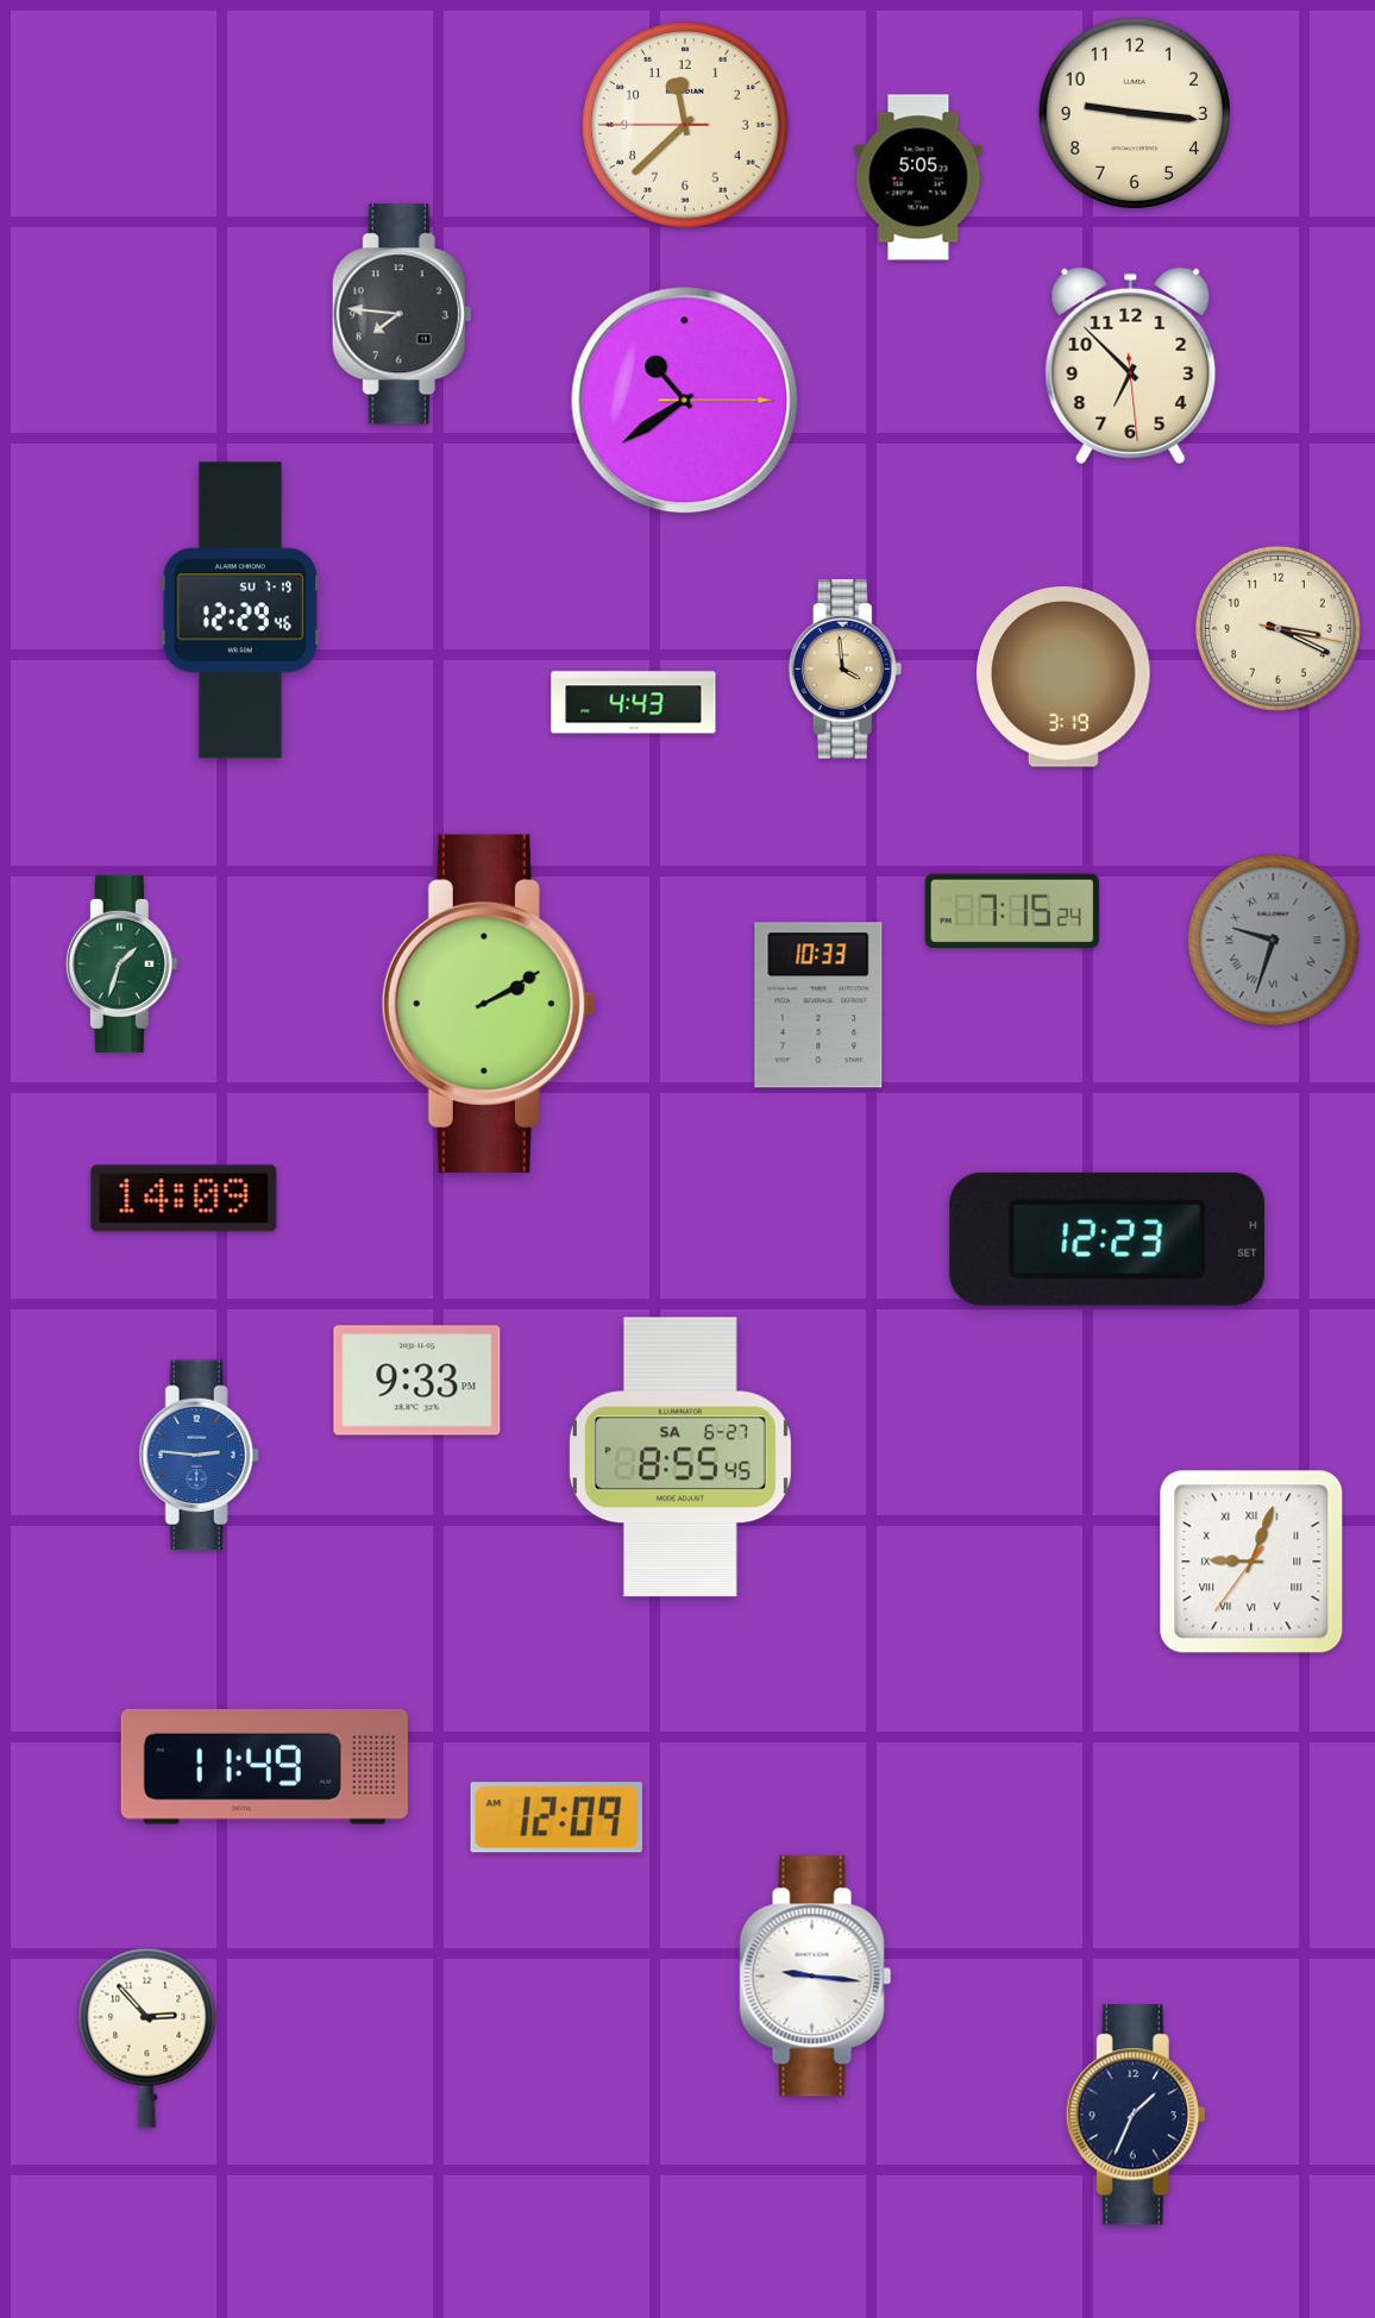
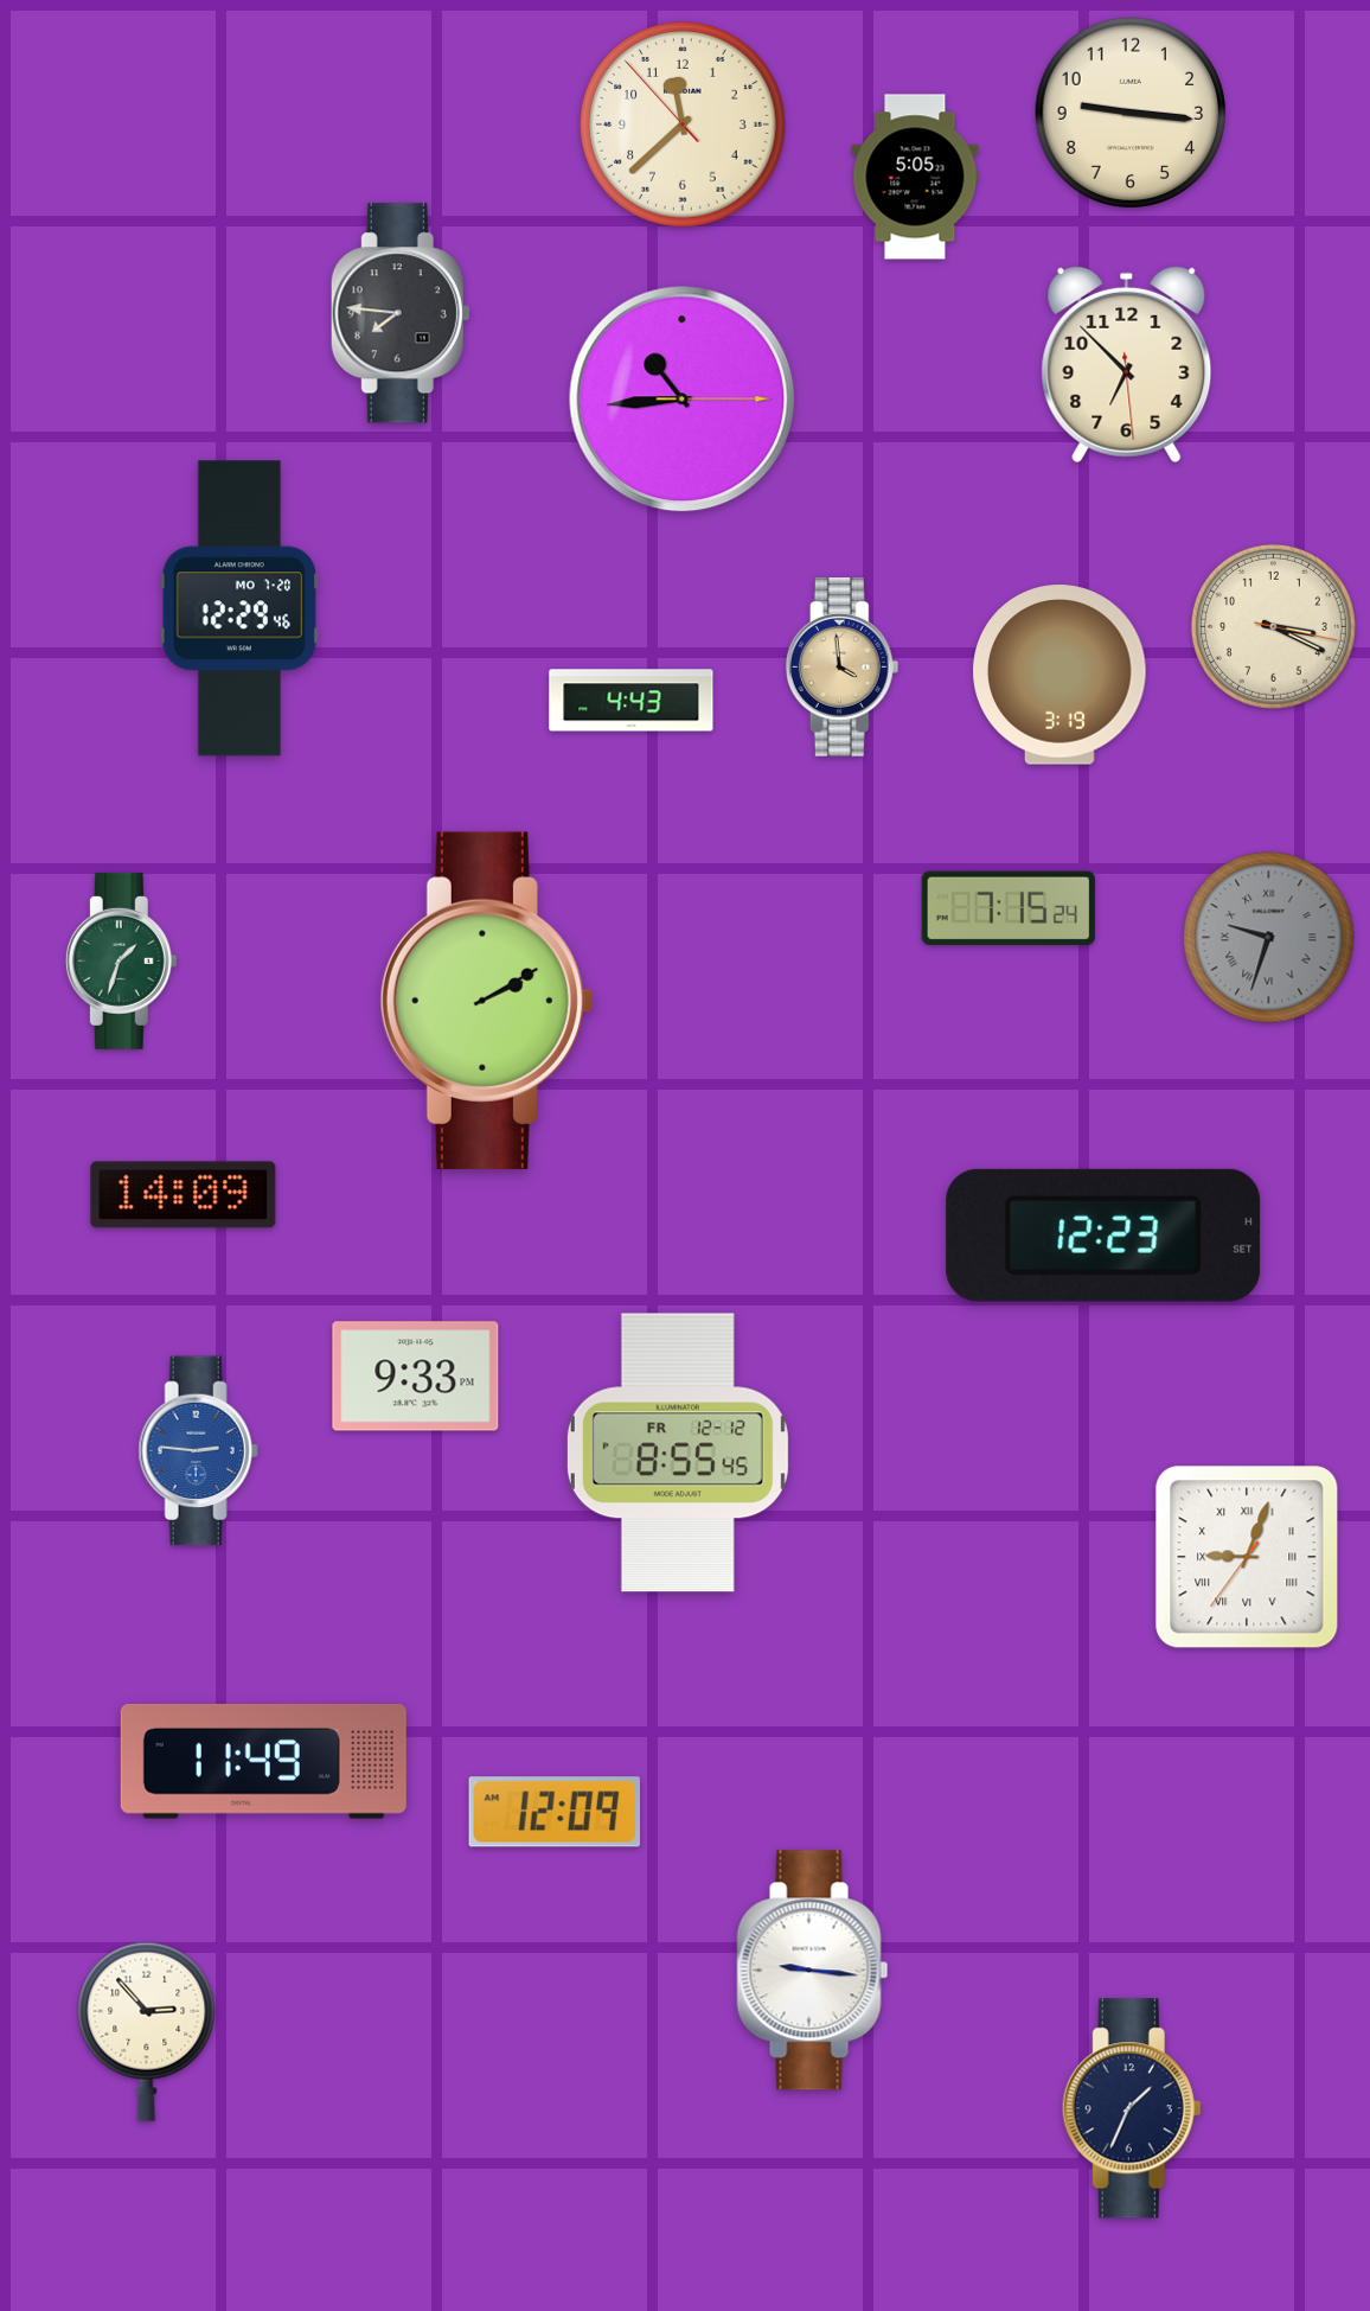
clock at (685, 125): 11:37:45 -> 11:37:53
clock at (685, 401): 10:39 -> 10:44
clock at (239, 610) date: SU 7-19 -> MO 7-20
clock at (818, 1005): 10:33 -> none
clock at (680, 1457) date: SA 6-27 -> FR 12-12
